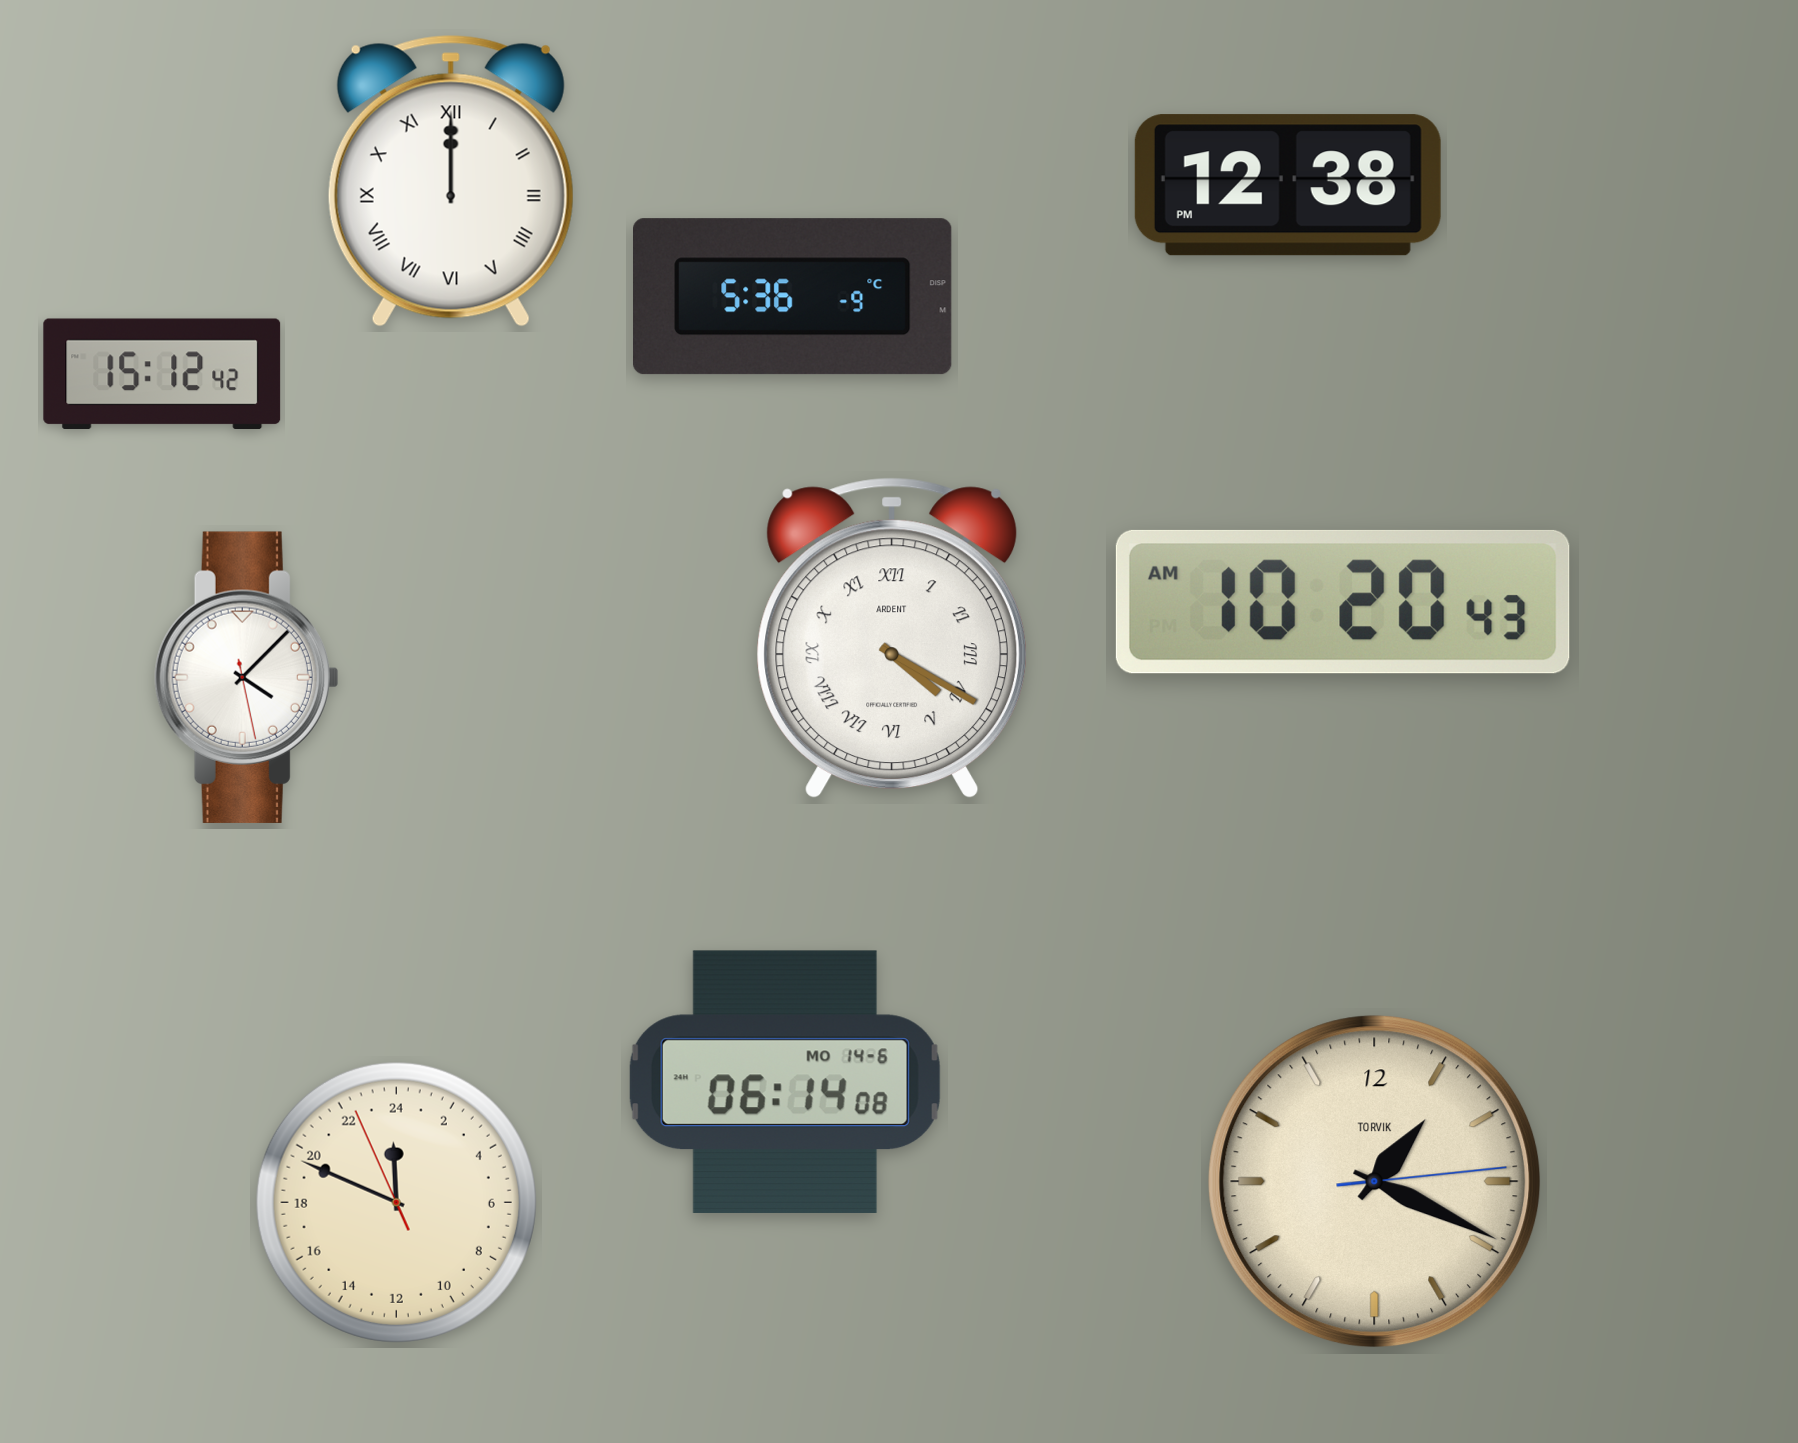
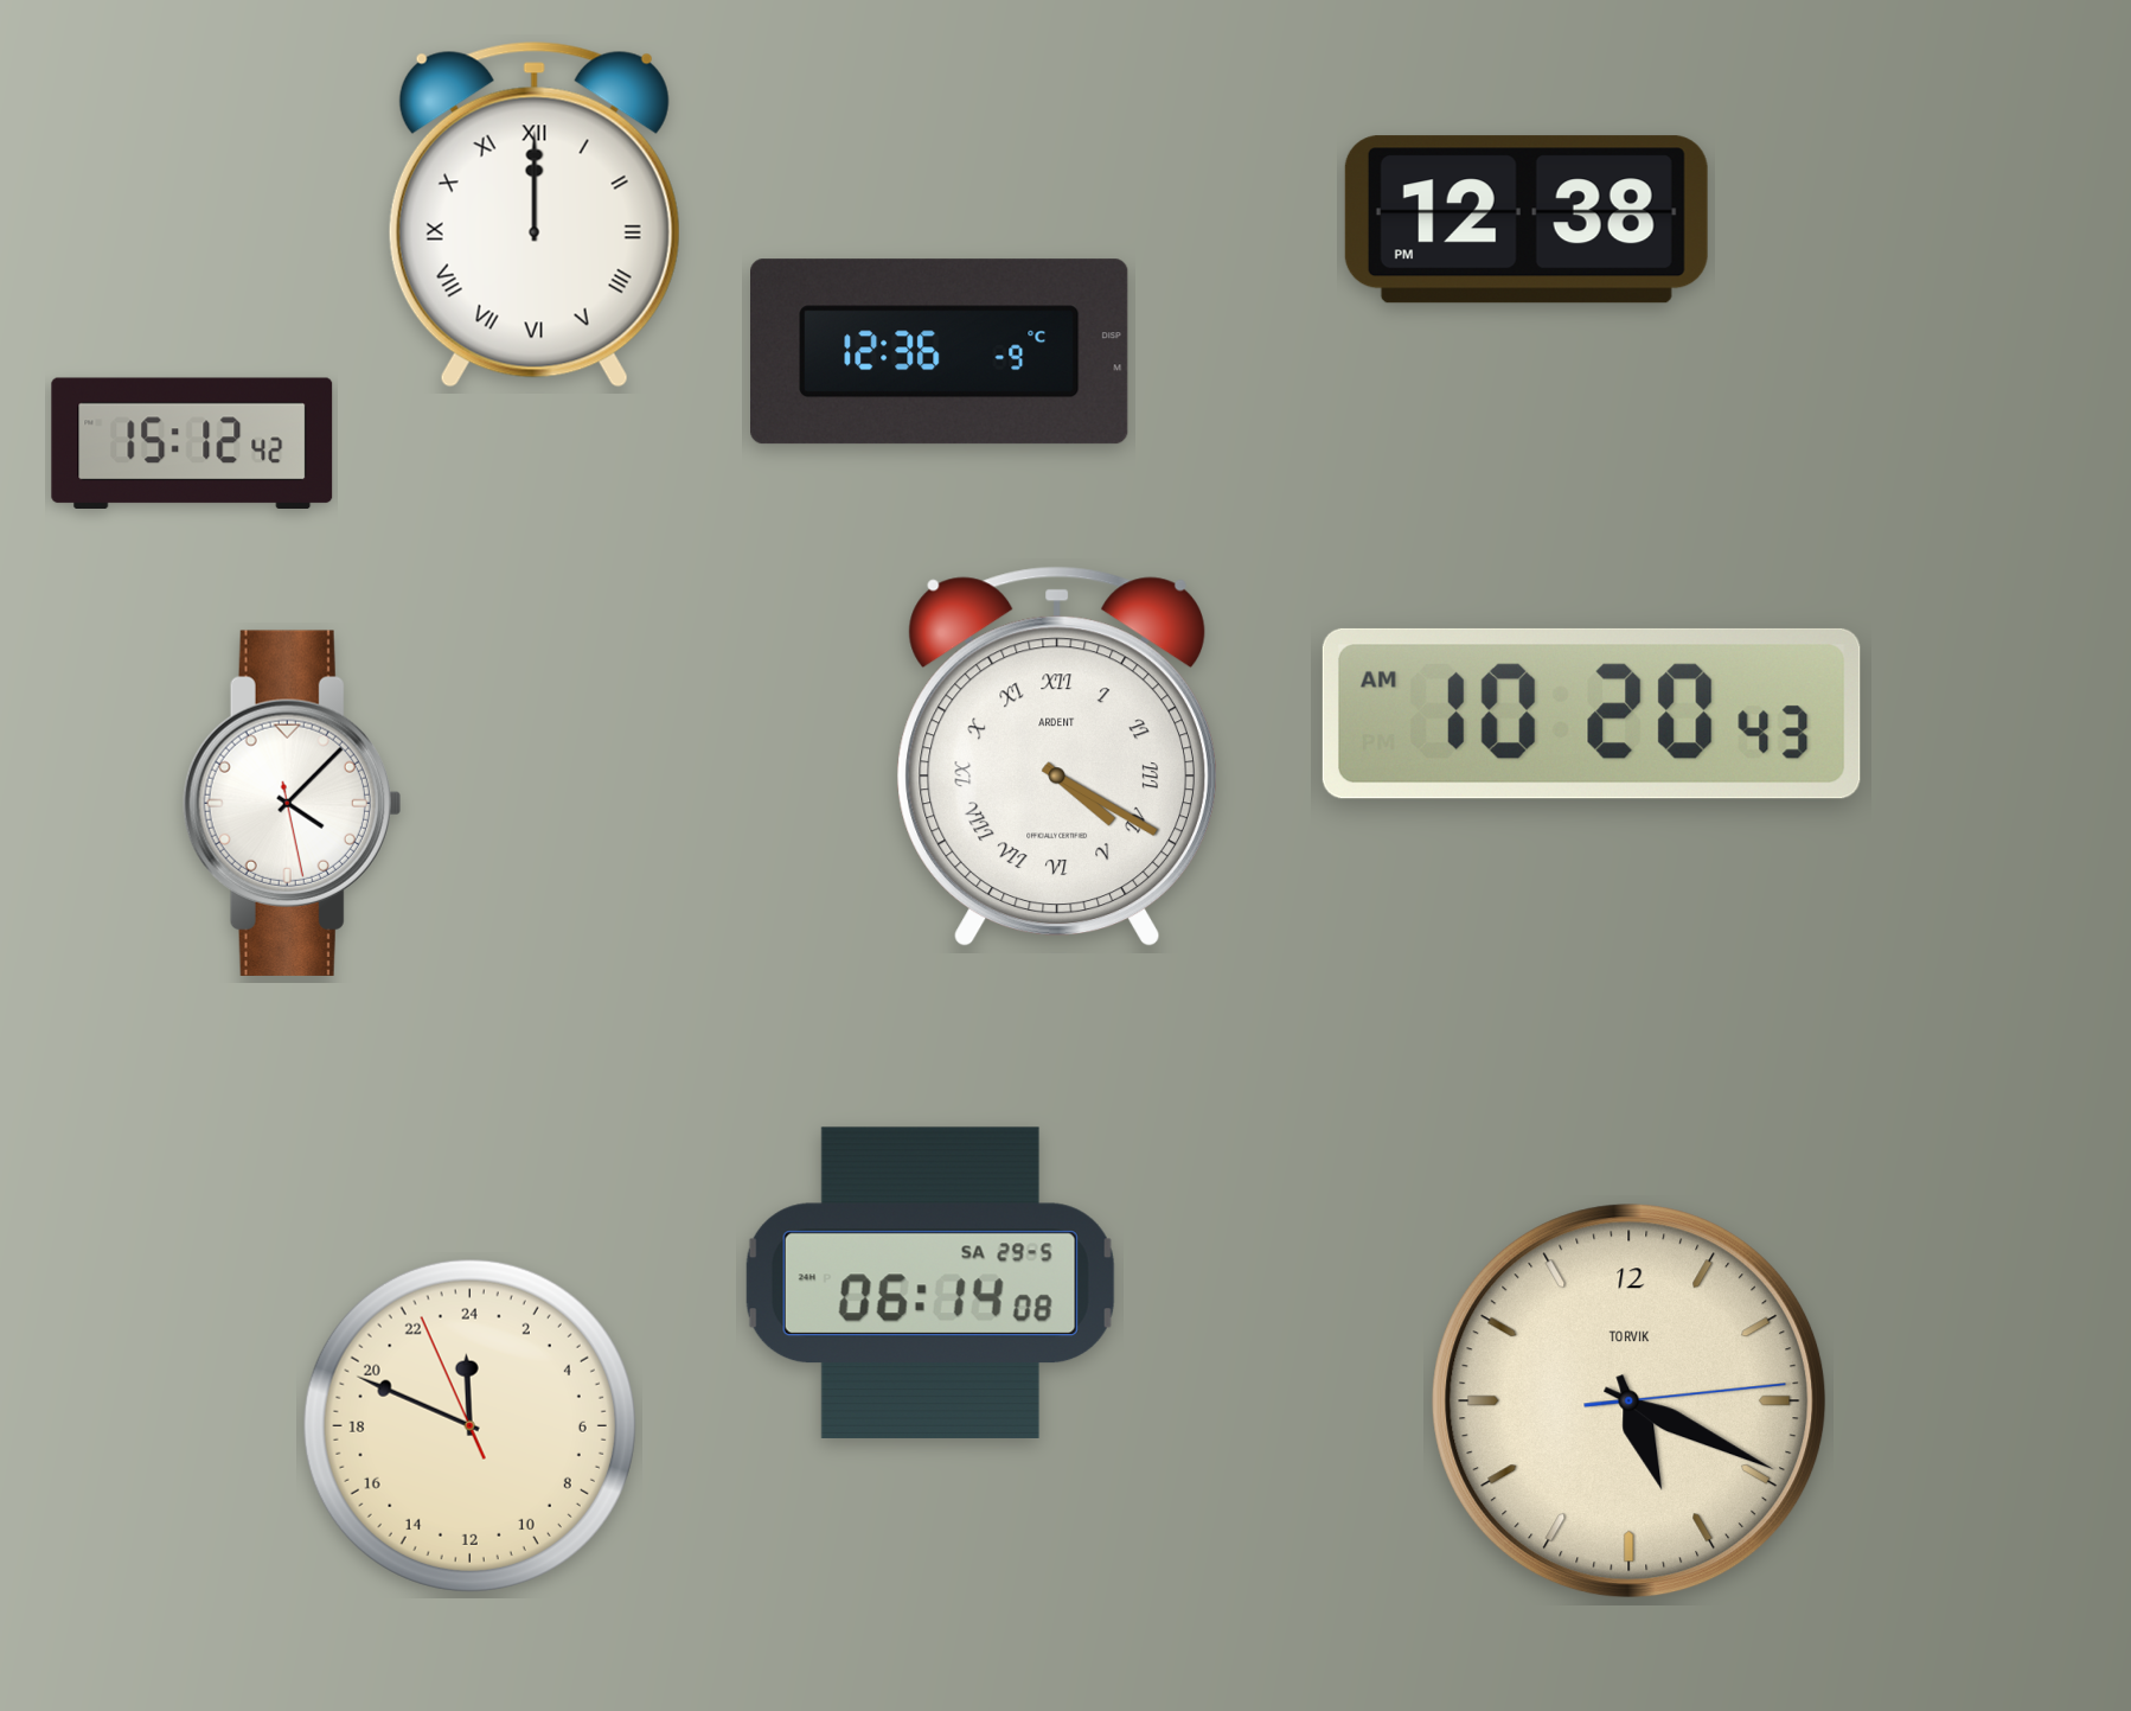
clock at (793, 297): 5:36 -> 12:36
clock at (785, 1082) date: MO 14-6 -> SA 29-5
clock at (1375, 1182): 1:19 -> 5:19
